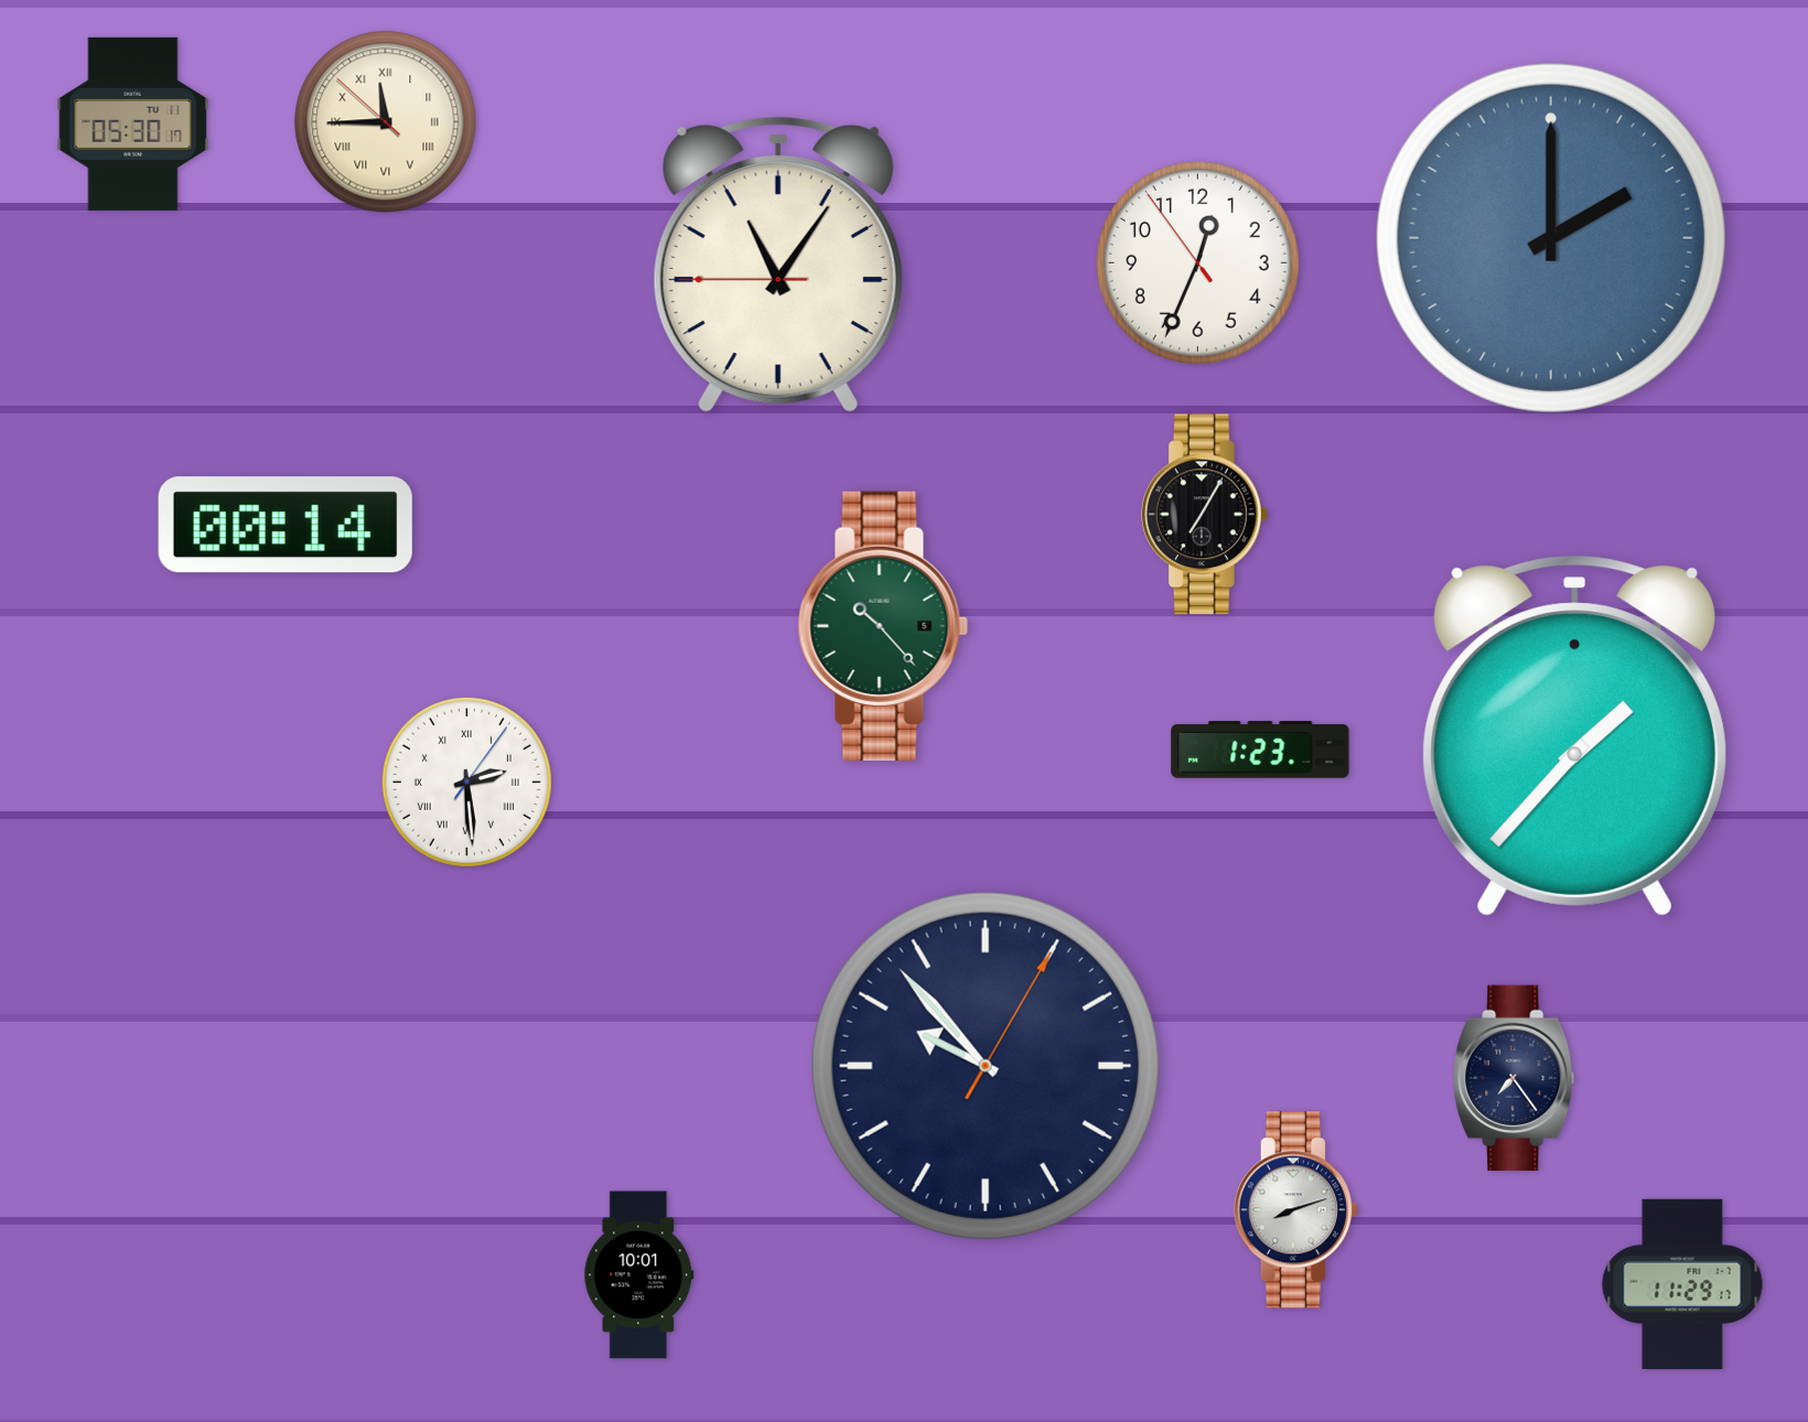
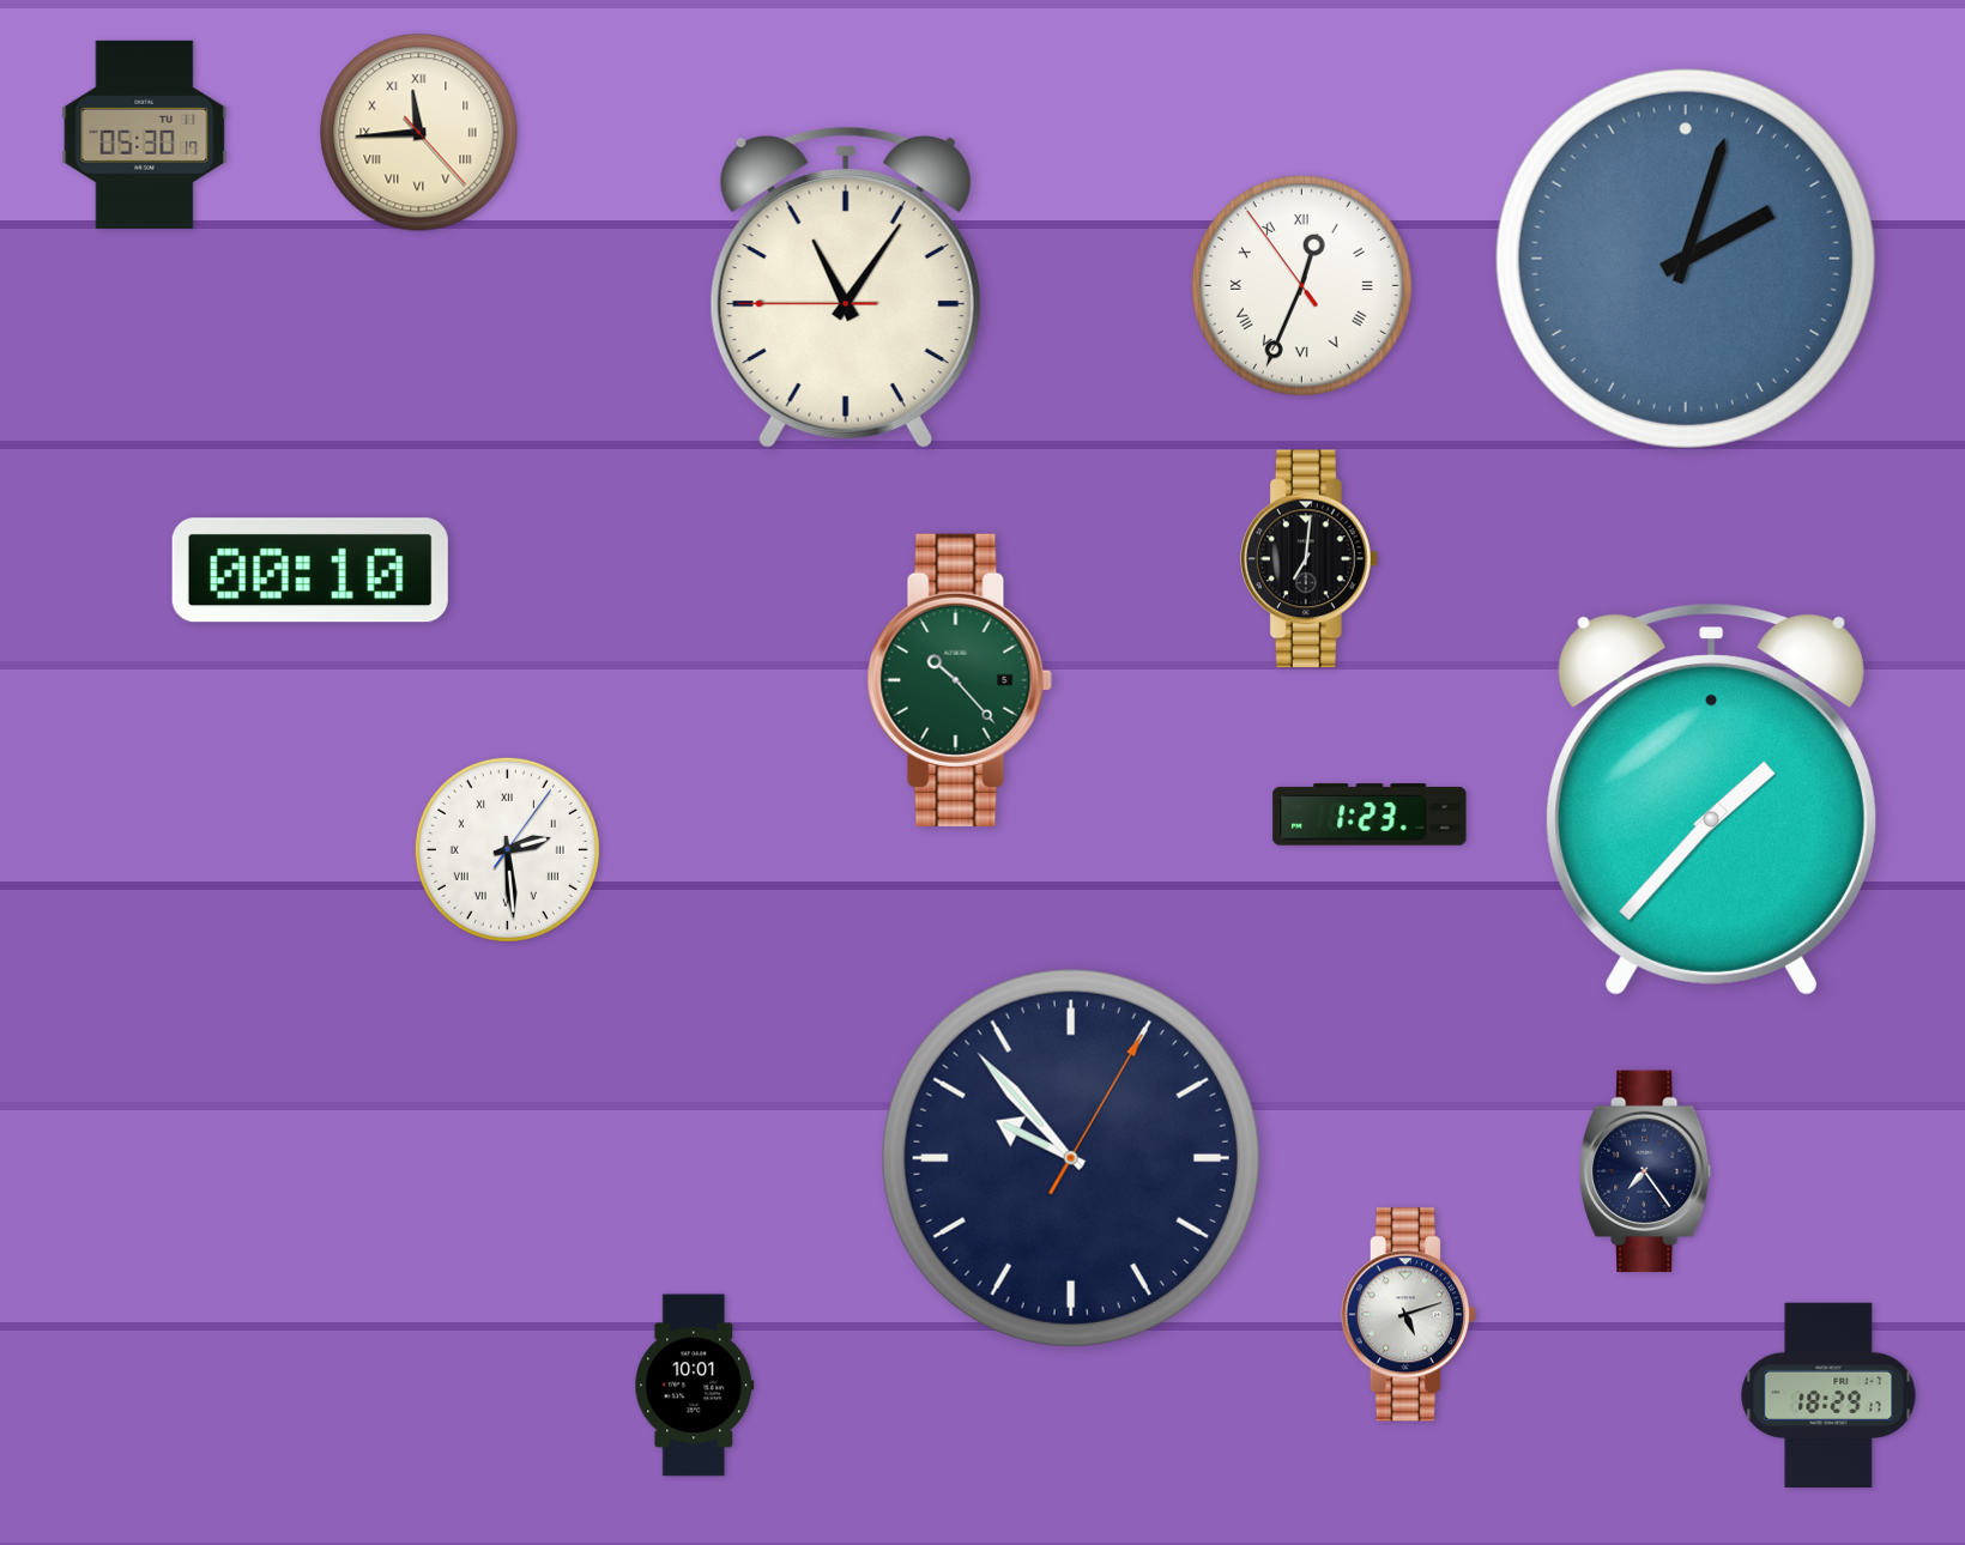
clock at (386, 122): 11:44:52 -> 11:44:23
clock at (1551, 238): 2:00 -> 2:03
clock at (1197, 262) numerals: Arabic -> Roman
clock at (1204, 515): 7:05 -> 7:01
clock at (286, 525): 00:14 -> 00:10
clock at (1295, 1210): 8:12 -> 5:12
clock at (1682, 1284): 11:29 -> 18:29
